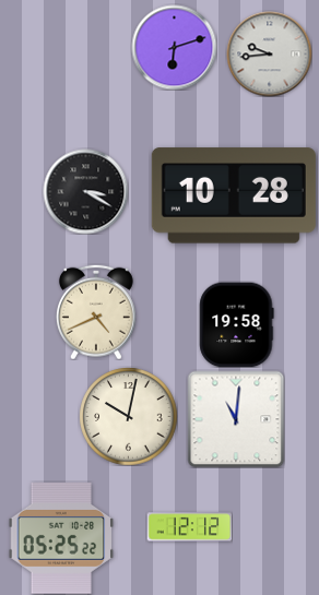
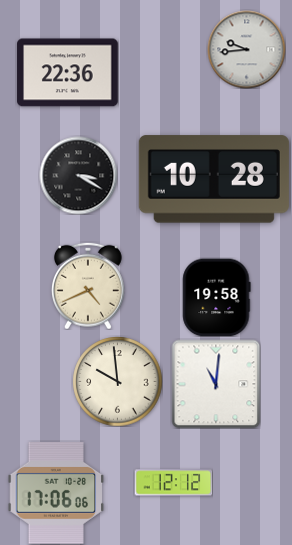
clock at (174, 47): 6:12 -> none
clock at (68, 73): none -> 22:36
clock at (128, 416): 10:02 -> 9:59
clock at (61, 538): 05:25 -> 17:06
